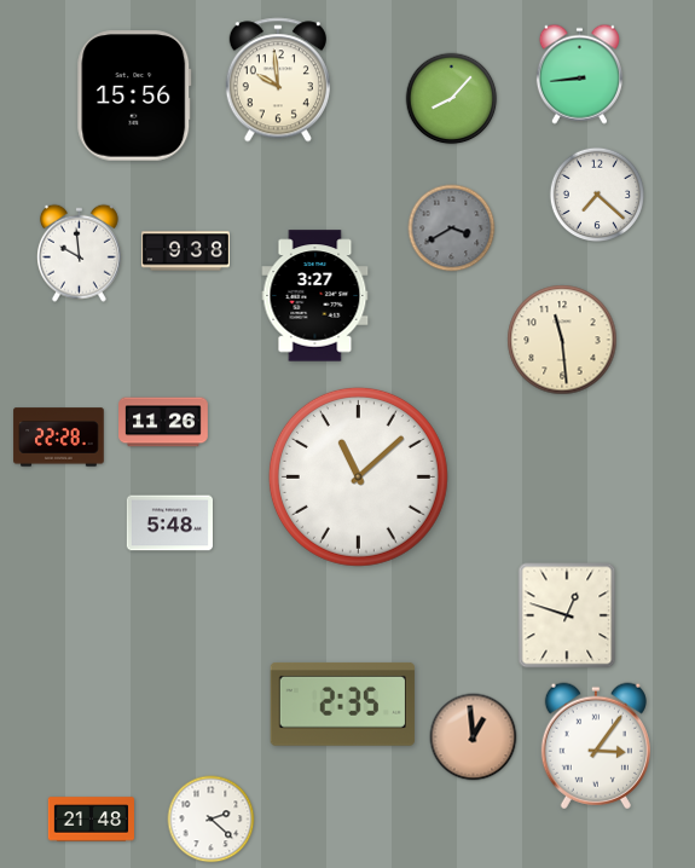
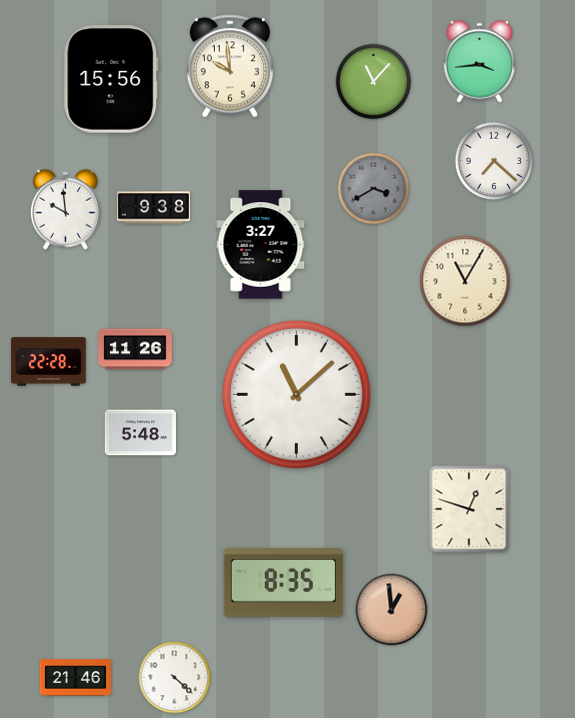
clock at (579, 74): 8:44 -> 3:44
clock at (452, 99): 8:07 -> 11:07
clock at (562, 340): 11:29 -> 11:05
clock at (342, 704): 2:35 -> 8:35
clock at (596, 746): 3:06 -> none
clock at (91, 820): 21:48 -> 21:46
clock at (212, 820): 2:22 -> 4:22
